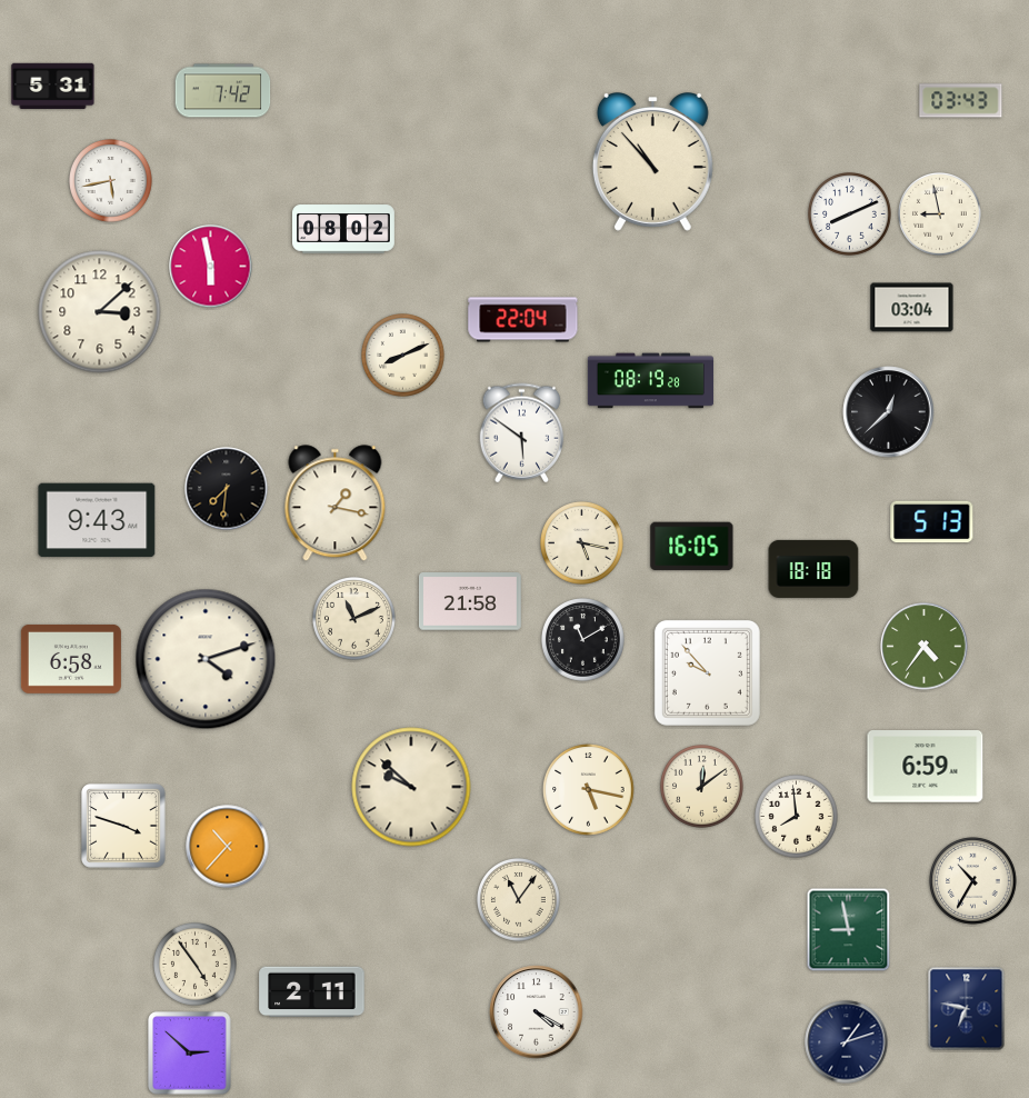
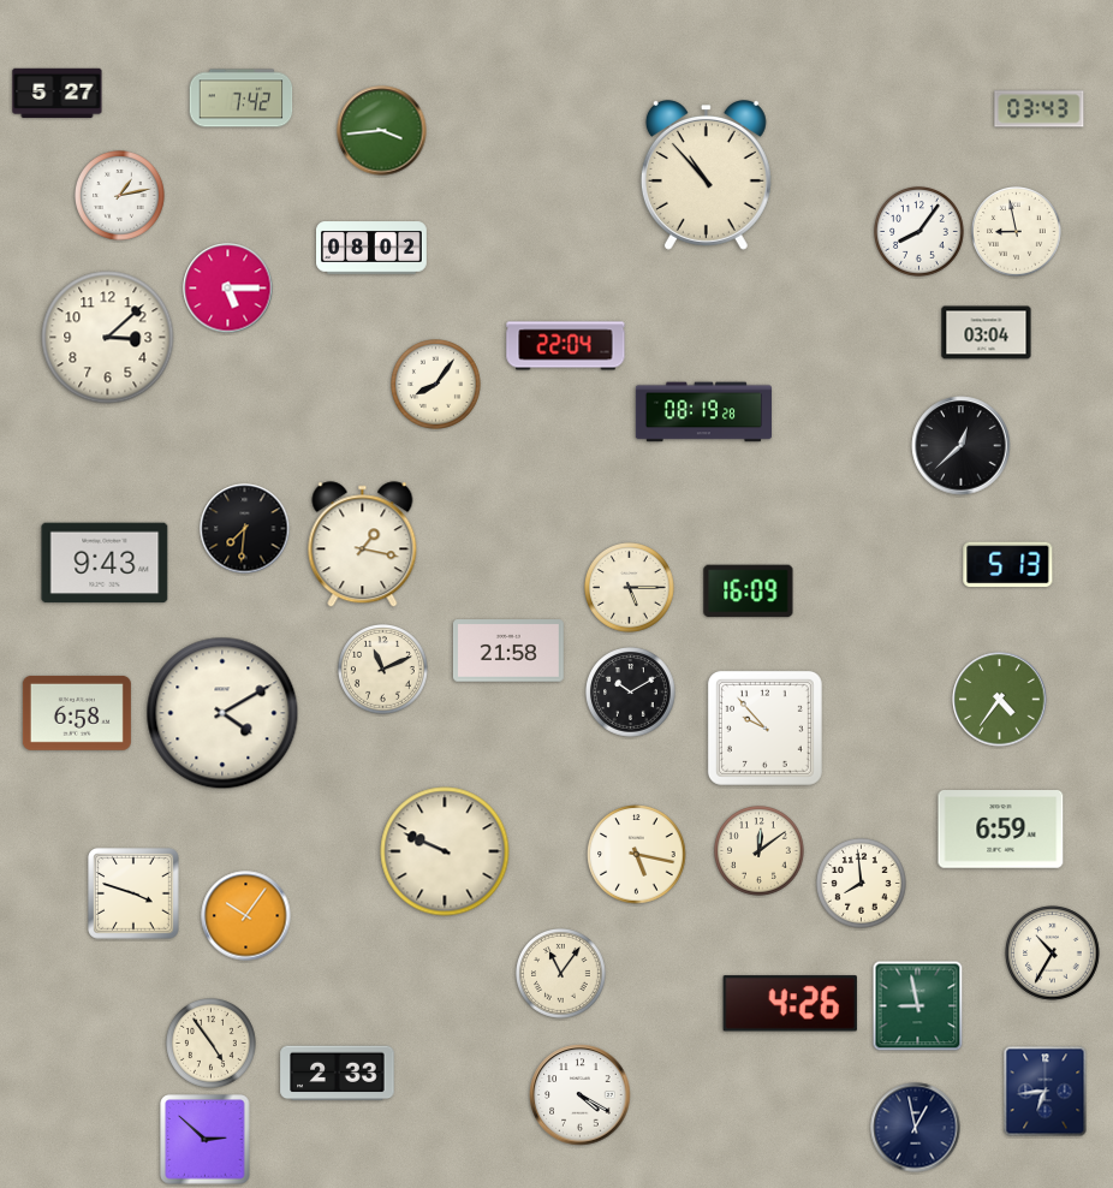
clock at (53, 86): 5:31 -> 5:27
clock at (382, 131): none -> 3:44
clock at (111, 181): 5:43 -> 1:13
clock at (850, 214): 8:11 -> 8:06
clock at (211, 267): 5:58 -> 5:15
clock at (403, 356): 8:11 -> 8:06
clock at (522, 433): 5:51 -> none
clock at (582, 543): 5:17 -> 5:15
clock at (692, 547): 16:05 -> 16:09
clock at (813, 569): 18:18 -> none
clock at (583, 640): 11:10 -> 10:10
clock at (206, 659): 4:12 -> 4:10
clock at (411, 787): 9:52 -> 9:49
clock at (228, 847): 10:37 -> 10:06
clock at (790, 1004): none -> 4:26
clock at (312, 992): 2:11 -> 2:33
clock at (967, 1009): 6:47 -> 6:44
clock at (847, 1042): 1:12 -> 12:58
